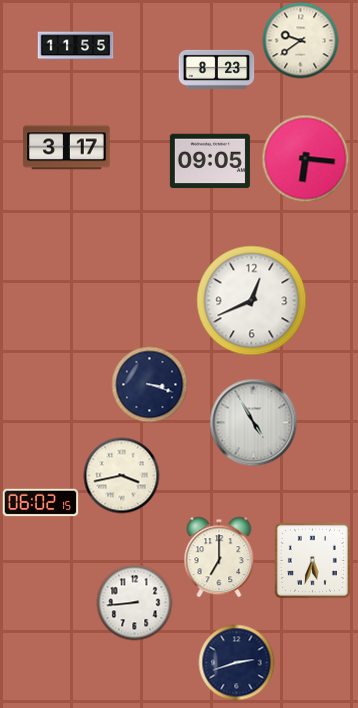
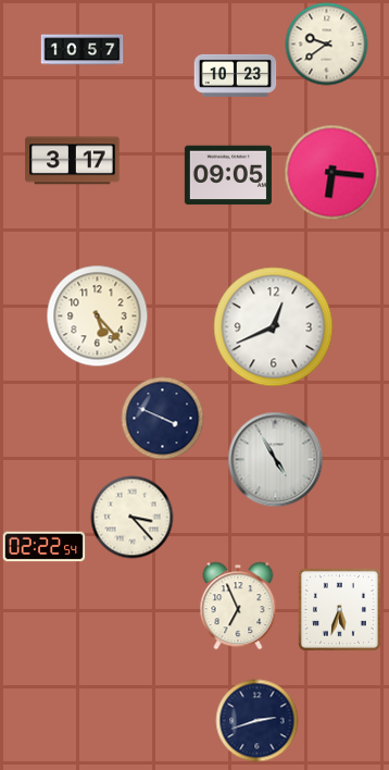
clock at (76, 46): 11:55 -> 10:57
clock at (217, 69): 8:23 -> 10:23
clock at (98, 316): none -> 5:23
clock at (150, 385): 3:18 -> 3:49
clock at (122, 476): 3:43 -> 3:23
clock at (41, 503): 06:02 -> 02:22
clock at (219, 557): 7:00 -> 6:56
clock at (135, 603): 8:44 -> none
